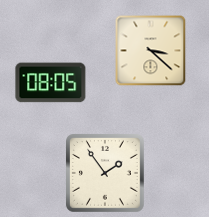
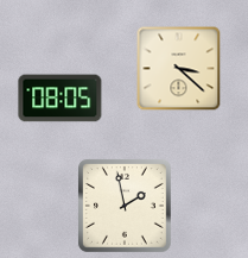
clock at (151, 51) position: (151, 51) -> (179, 69)
clock at (105, 173): 1:54 -> 1:58
